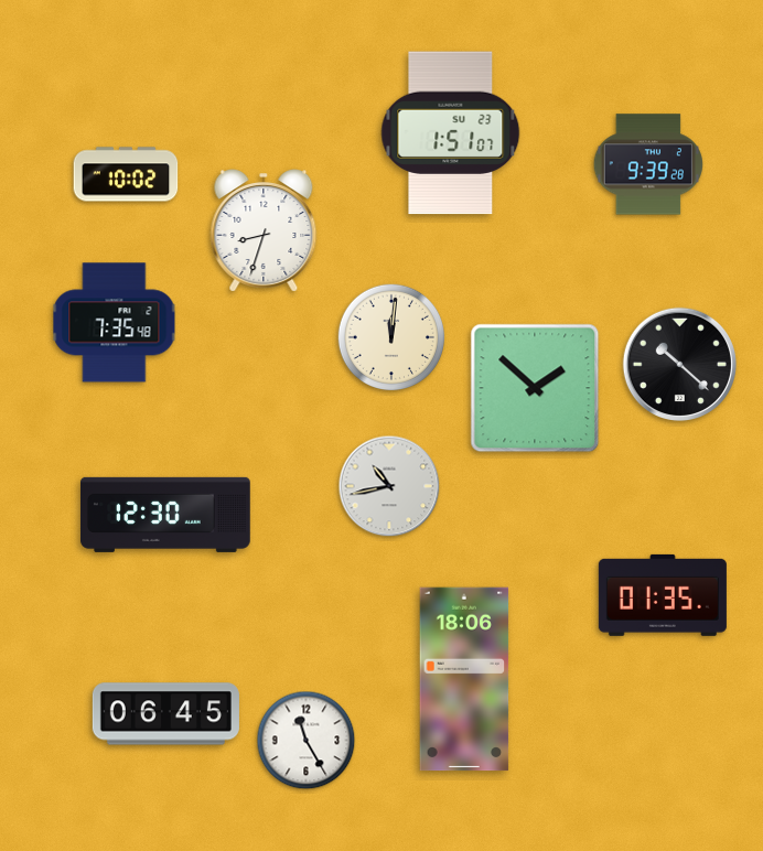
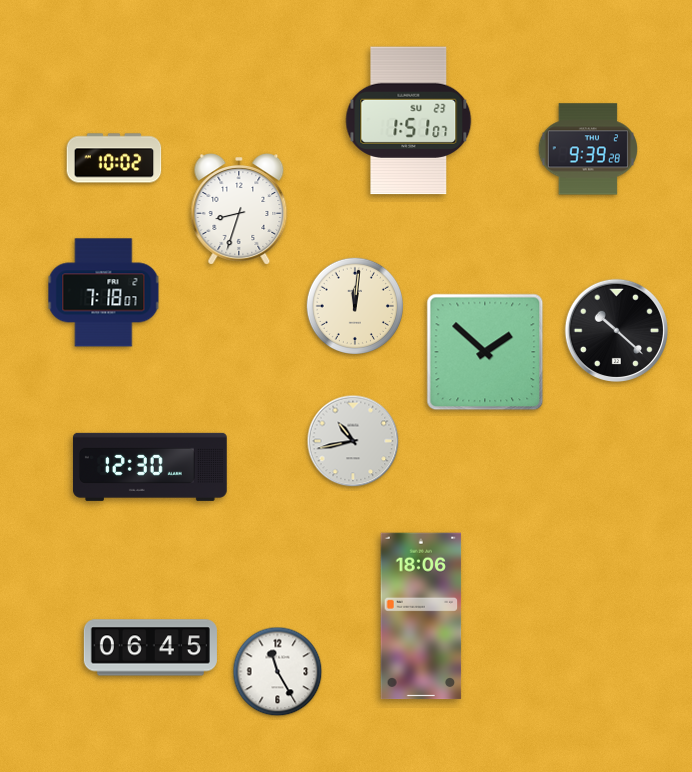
clock at (115, 323): 7:35 -> 7:18
clock at (663, 595): 01:35 -> none
